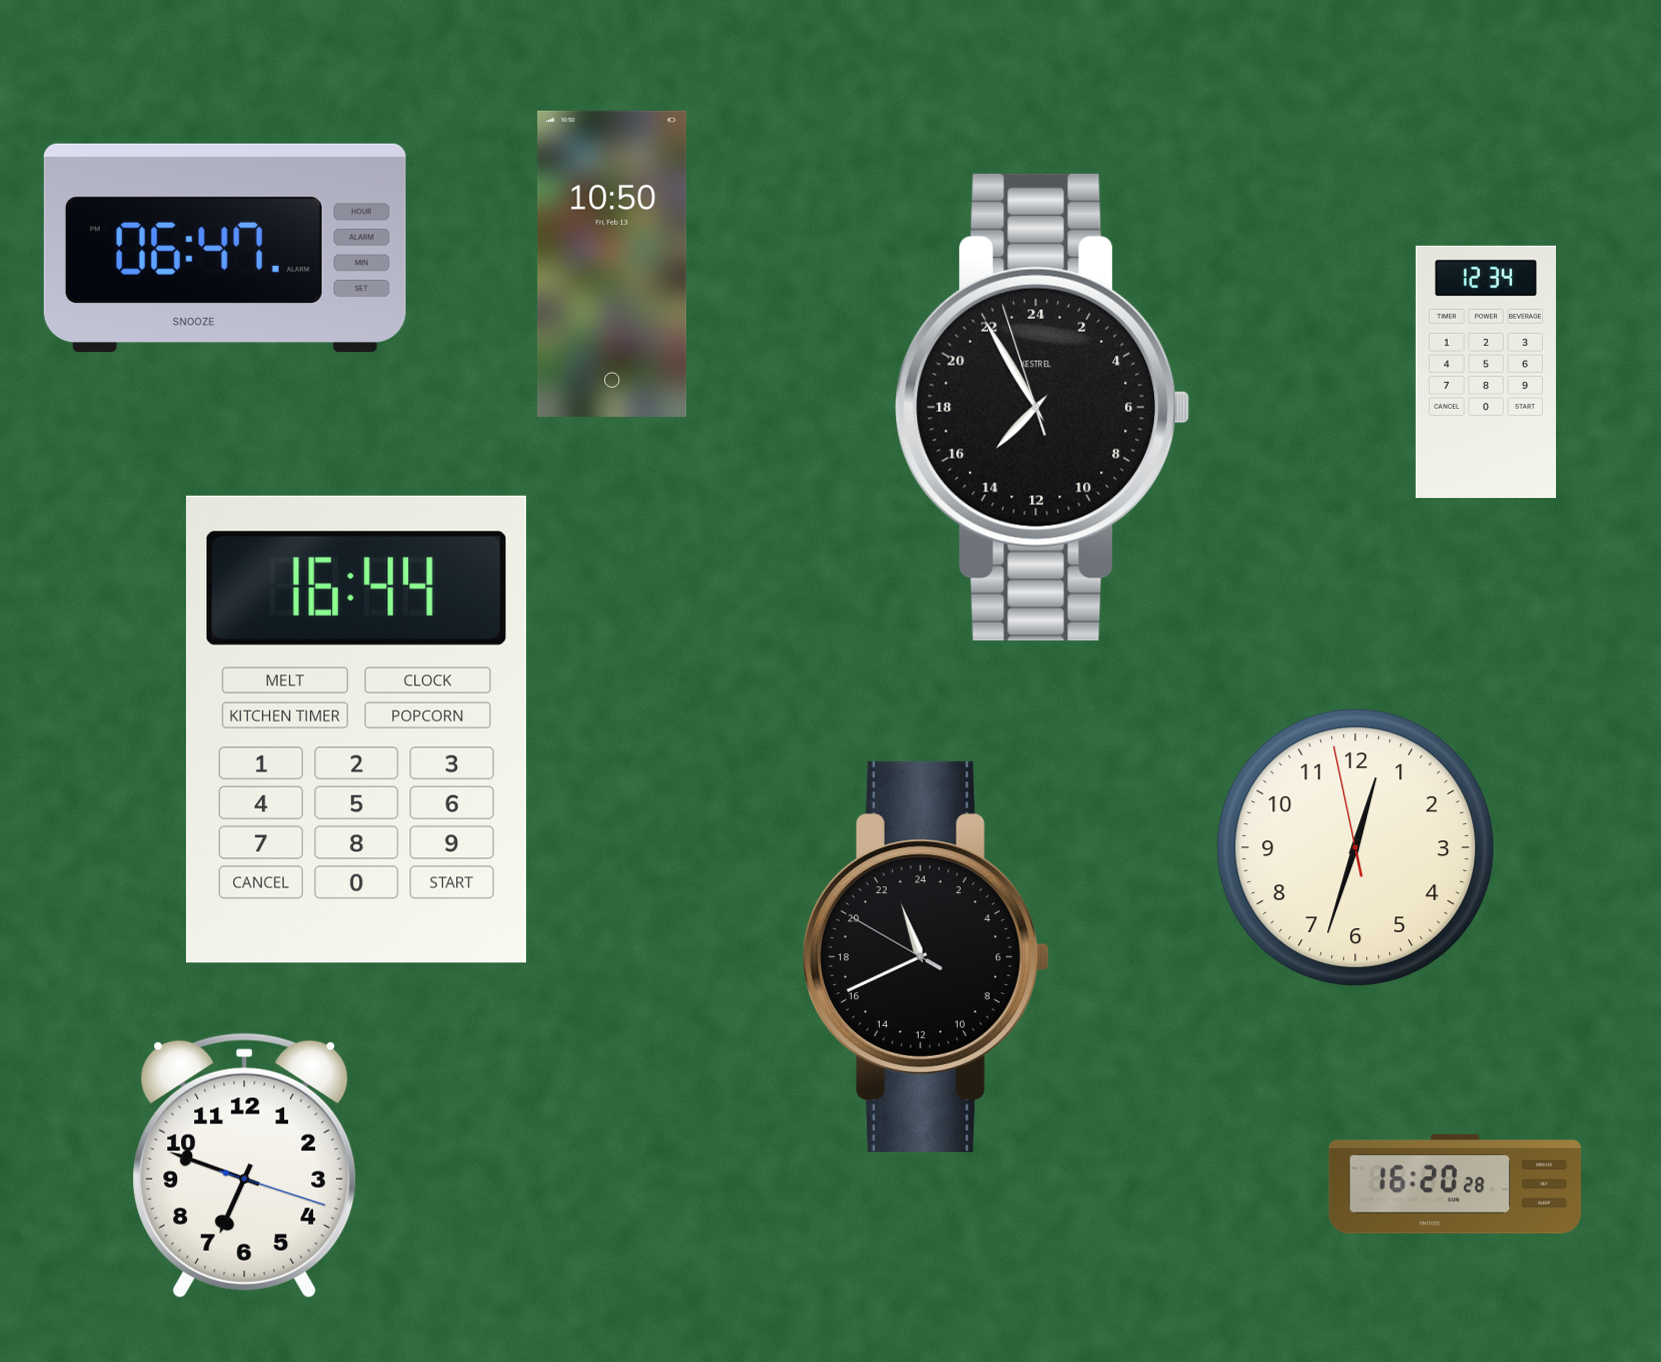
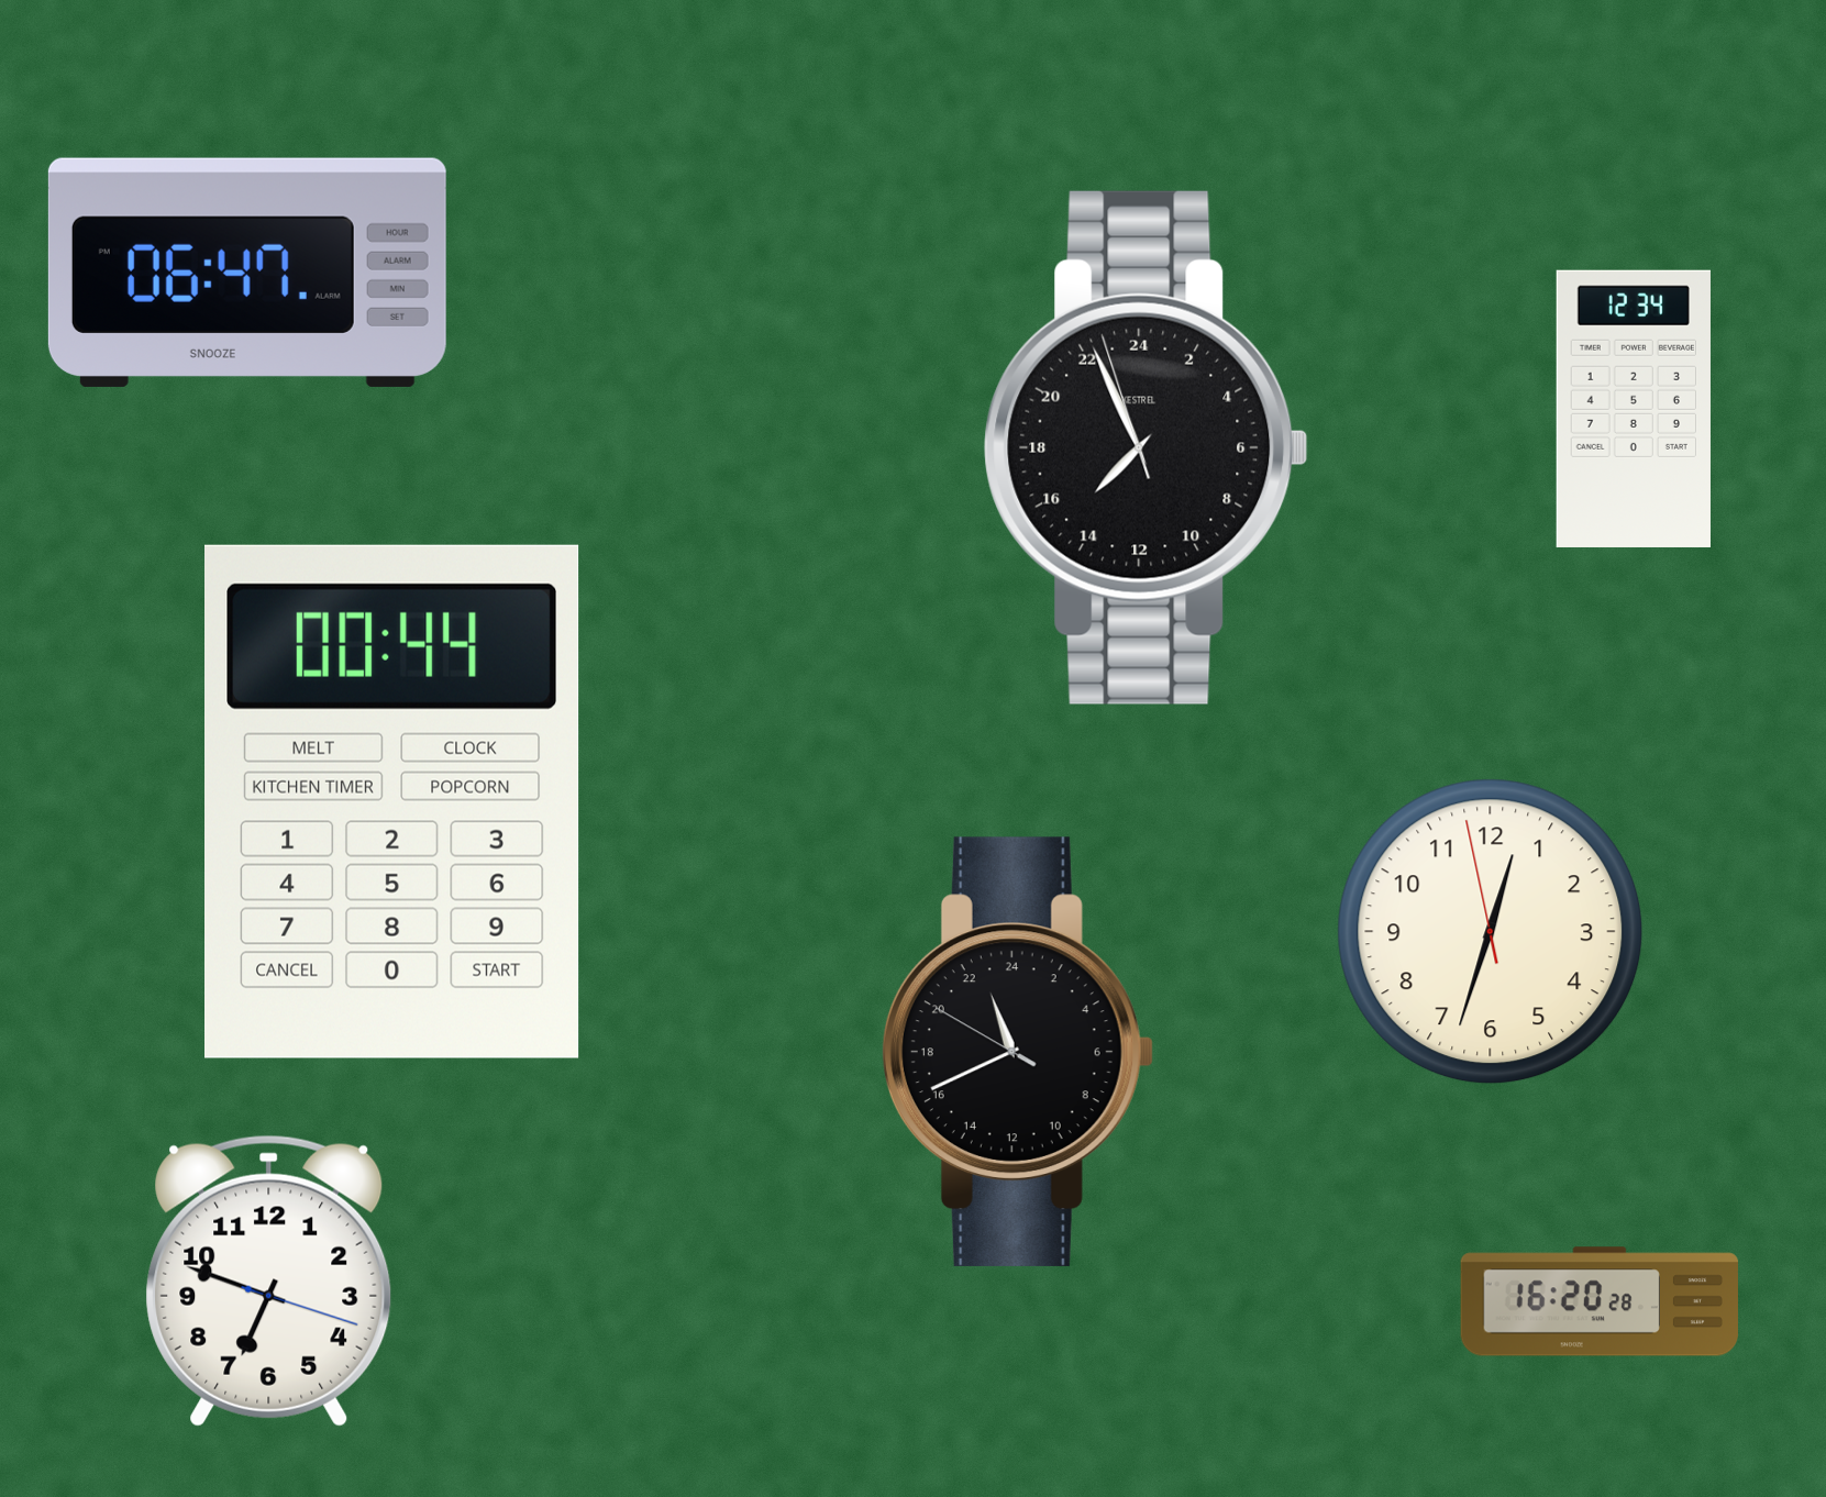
clock at (612, 264): 10:50 -> none
clock at (1043, 407): 14:54 -> 14:55
clock at (357, 729): 16:44 -> 00:44
